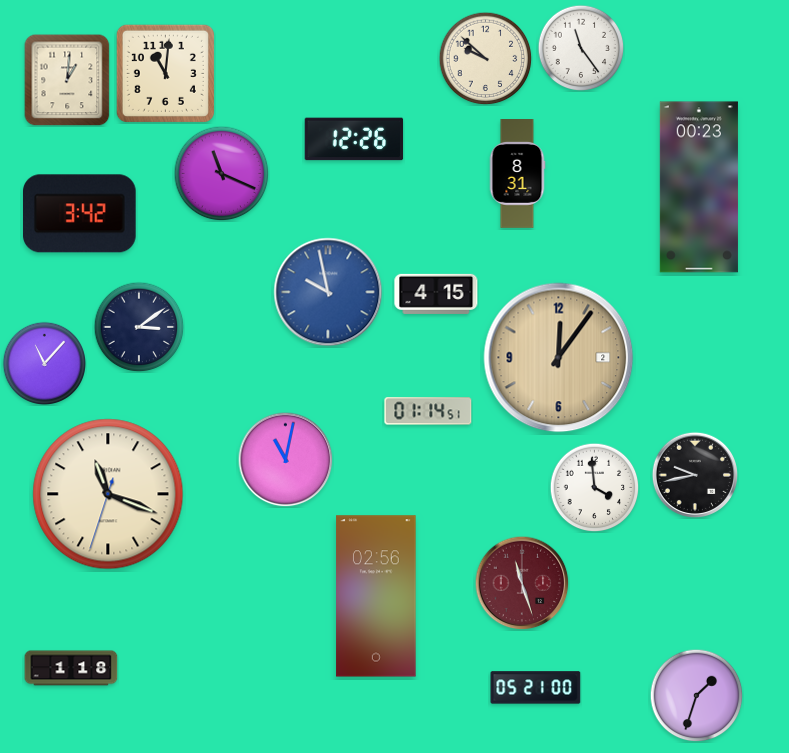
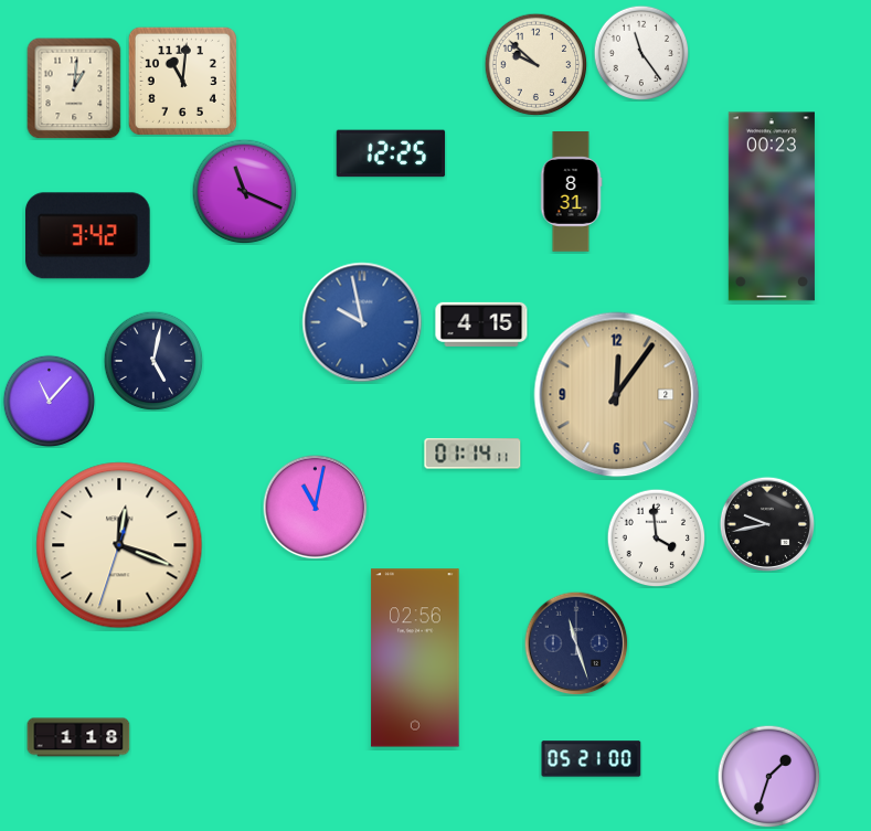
clock at (354, 139): 12:26 -> 12:25
clock at (139, 327): 3:09 -> 5:02
clock at (428, 411): 01:14:51 -> 01:14:11
clock at (108, 494): 11:18 -> 12:18
clock at (522, 583) dial: burgundy -> navy
clock at (696, 695) position: (696, 695) -> (768, 776)
